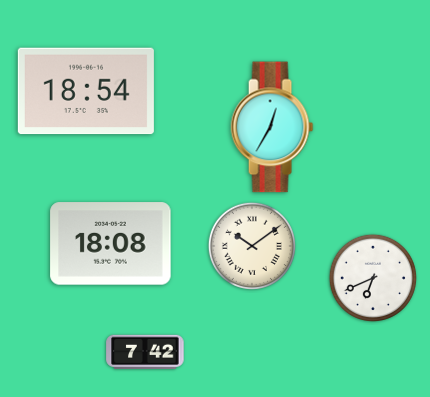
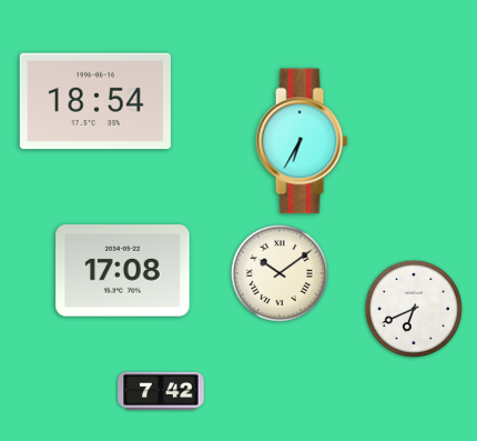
clock at (272, 127): 12:35 -> 6:35
clock at (111, 244): 18:08 -> 17:08
